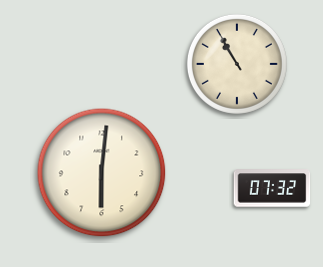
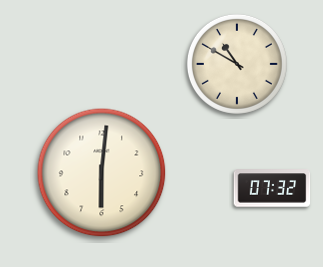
clock at (237, 64): 10:55 -> 10:50
